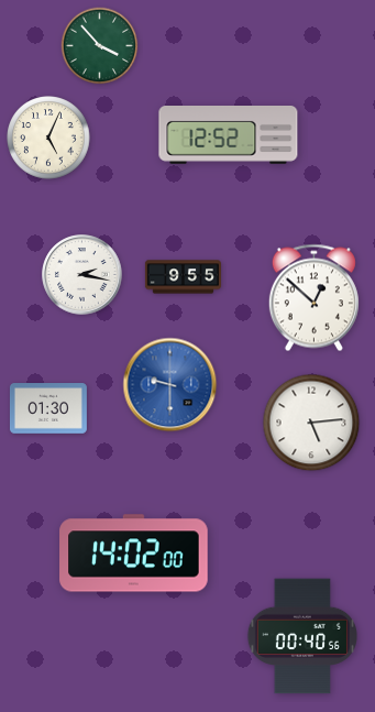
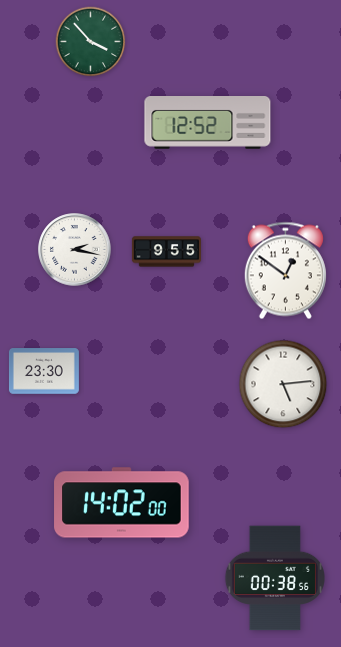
clock at (48, 138): 5:04 -> none
clock at (313, 298): 12:52 -> 12:51
clock at (170, 385): 9:30 -> none
clock at (48, 408): 01:30 -> 23:30
clock at (302, 636): 00:40 -> 00:38
